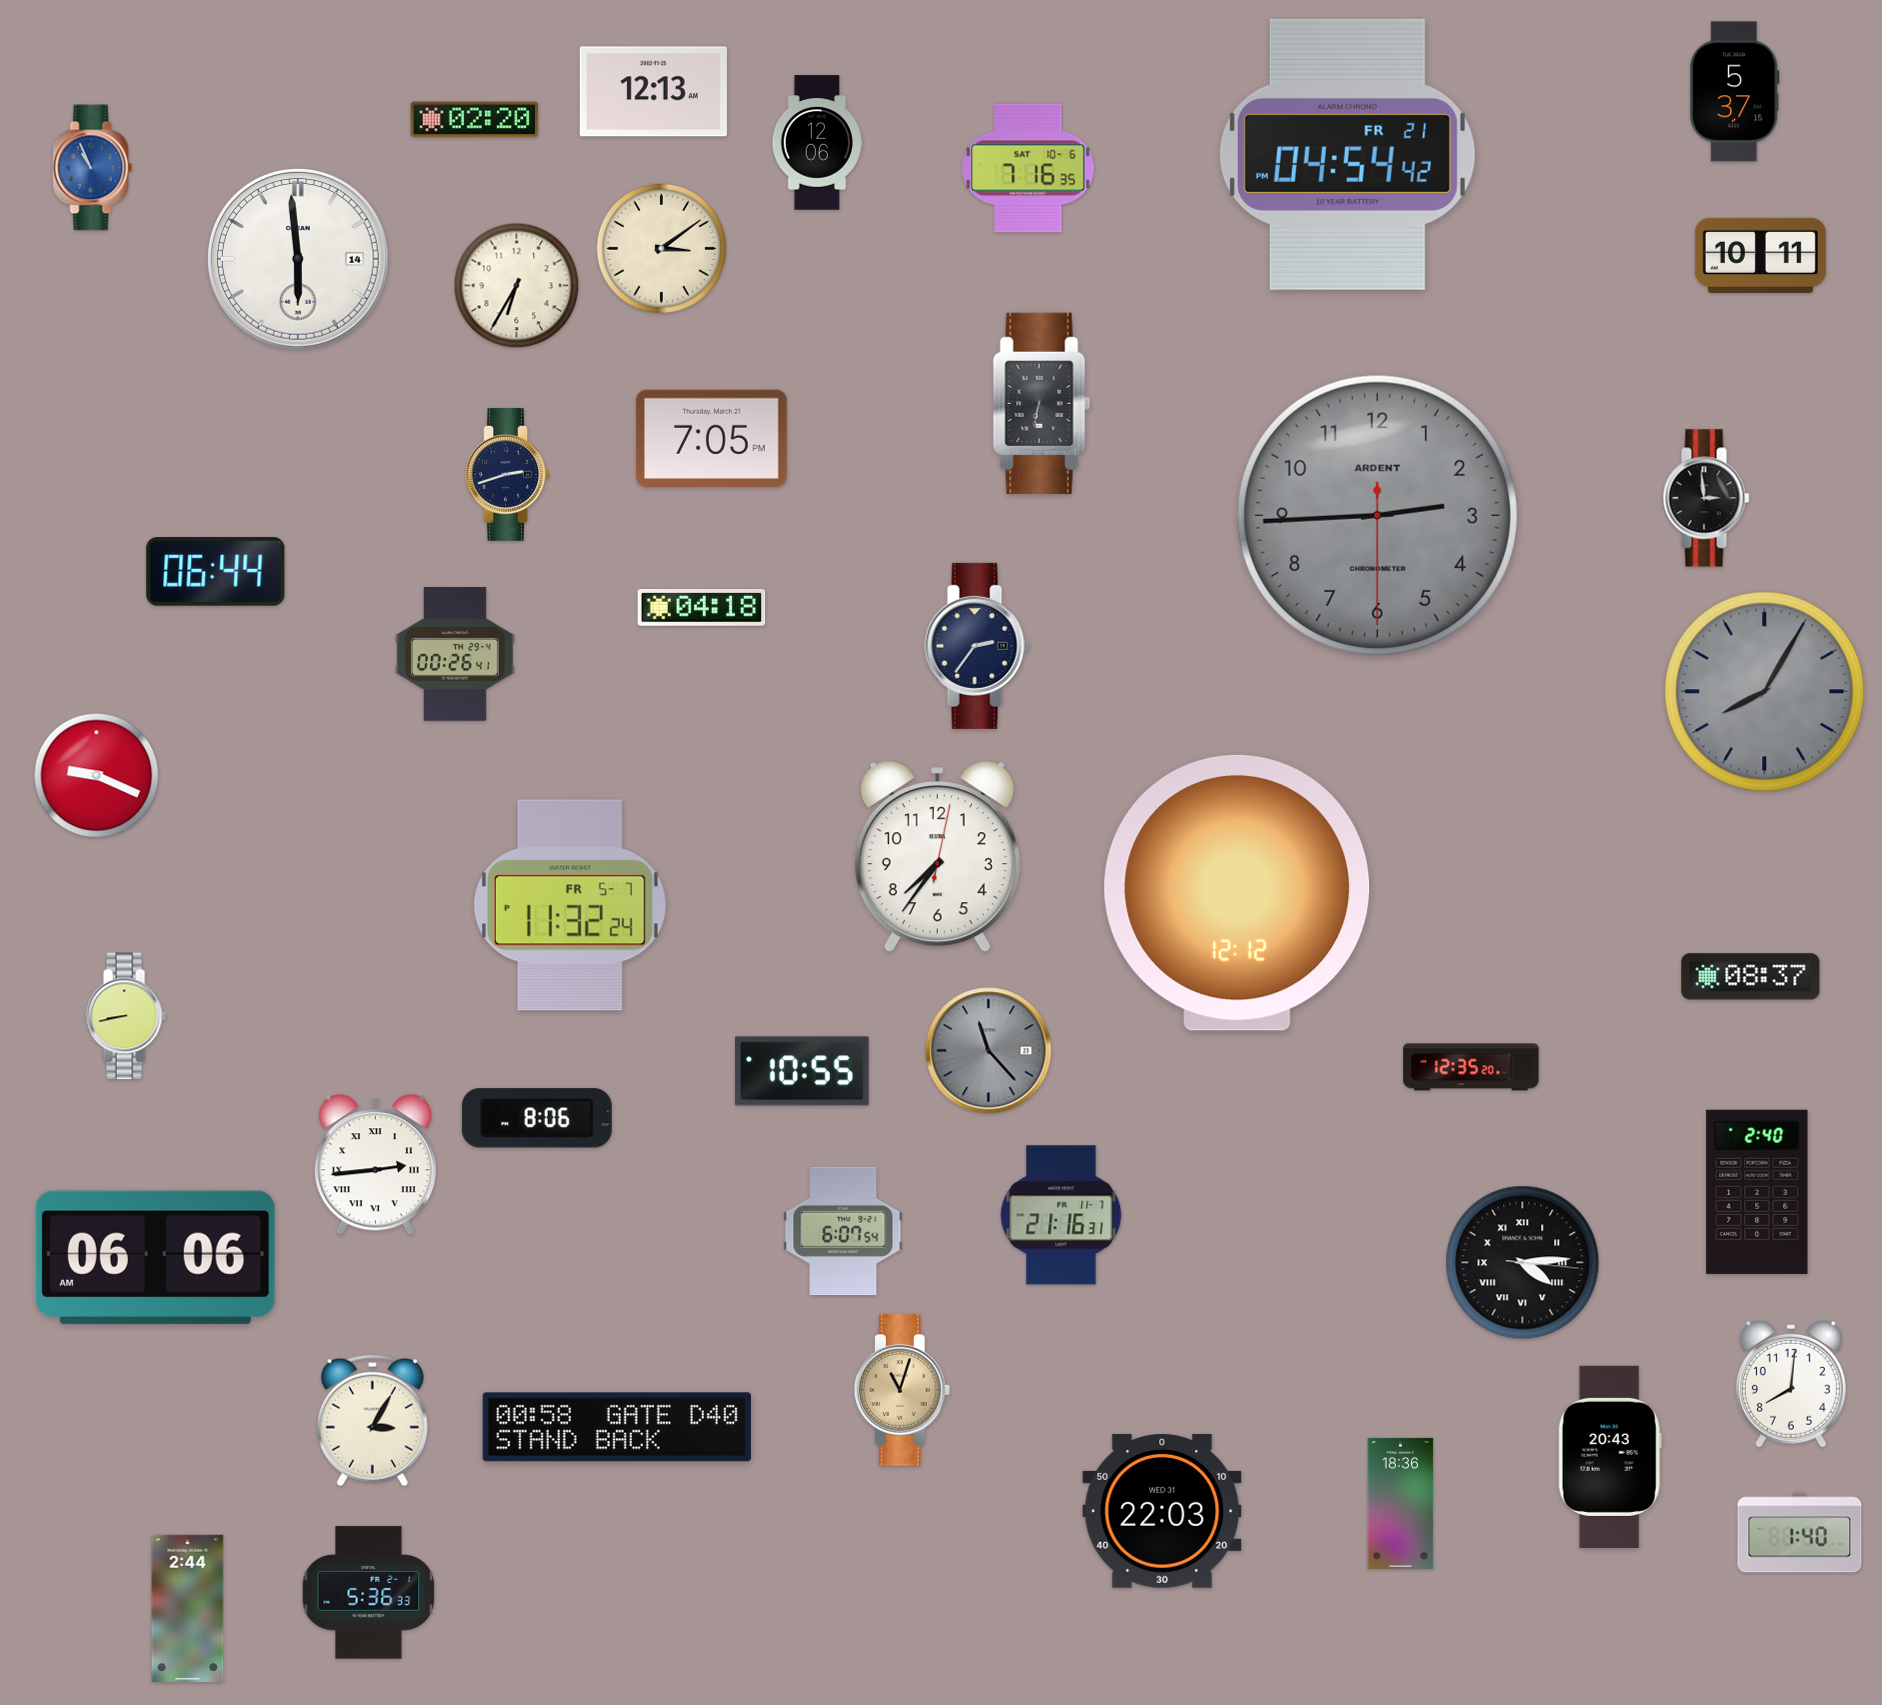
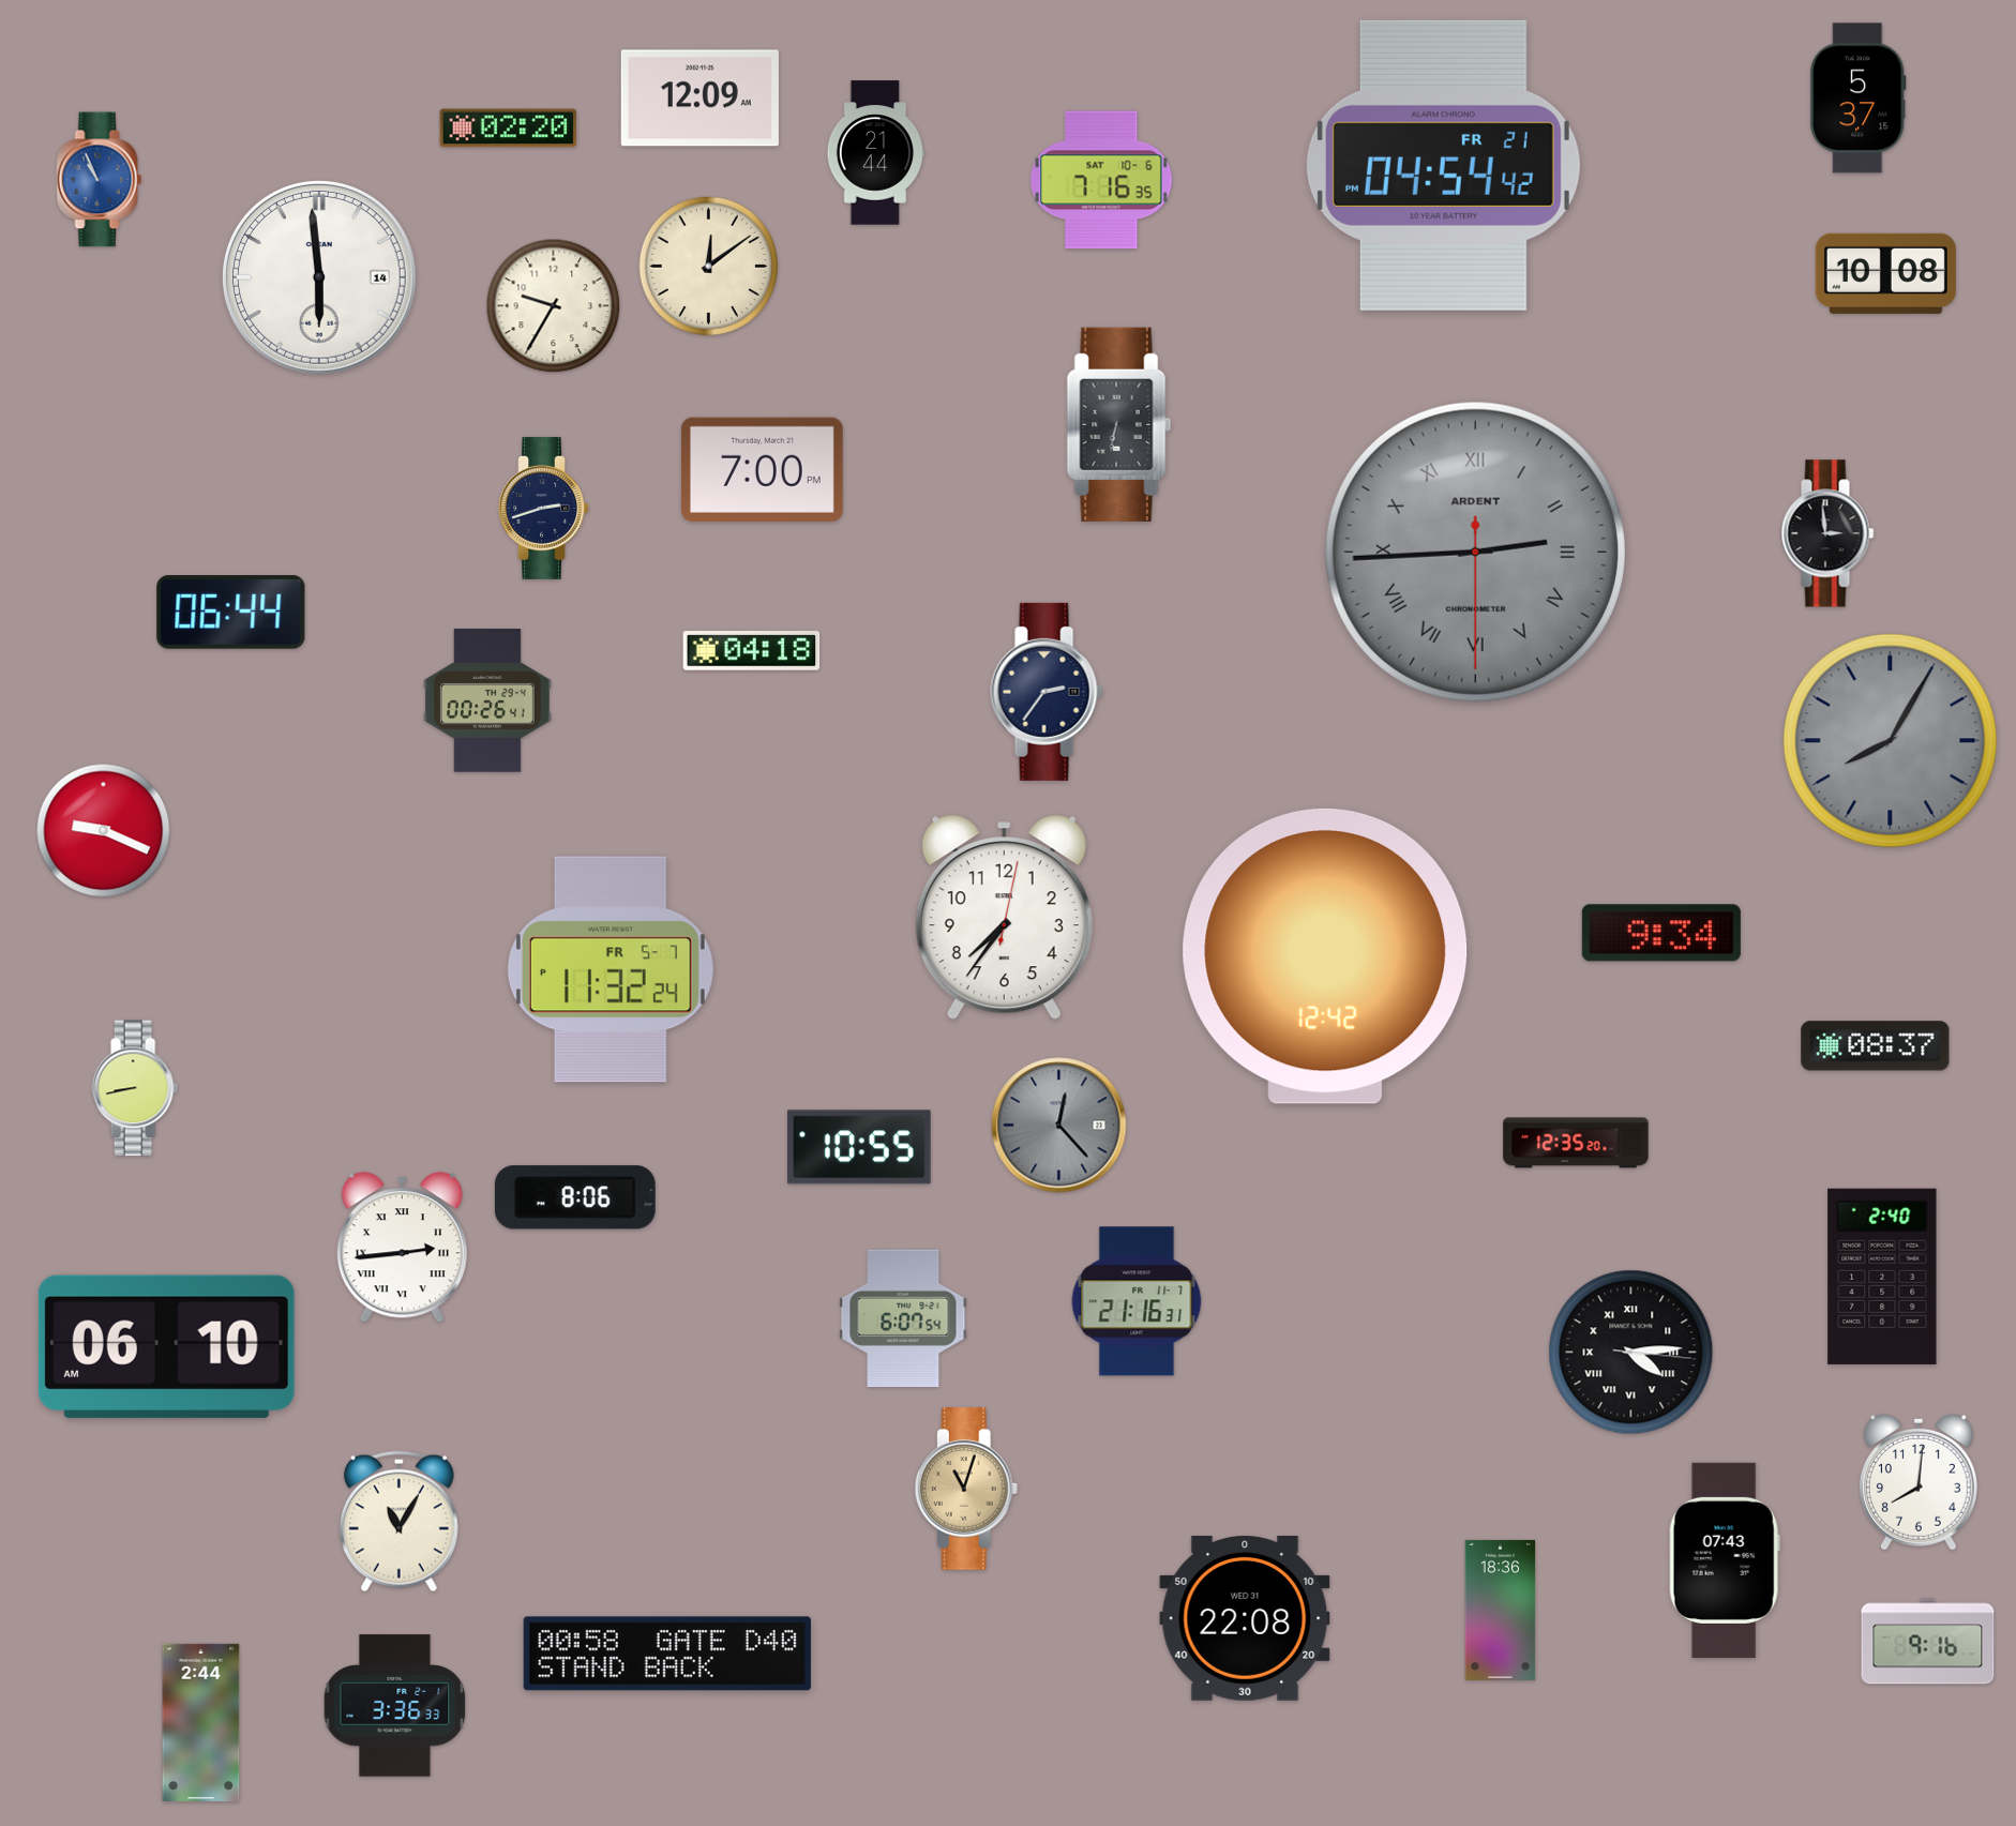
clock at (653, 92): 12:13 -> 12:09
clock at (817, 143): 12:06 -> 21:44
clock at (661, 248): 3:09 -> 12:09
clock at (1760, 255): 10:11 -> 10:08
clock at (517, 286): 6:35 -> 9:35
clock at (1042, 403) position: (1042, 403) -> (1119, 424)
clock at (711, 438): 7:05 -> 7:00
clock at (1377, 515) numerals: Arabic -> Roman
clock at (1661, 933): none -> 9:34
clock at (1237, 893): 12:12 -> 12:42
clock at (989, 1051): 11:23 -> 12:23
clock at (155, 1257): 06:06 -> 06:10
clock at (372, 1421): 3:05 -> 11:05
clock at (617, 1427) position: (617, 1427) -> (667, 1654)
clock at (1610, 1457): 20:43 -> 07:43
clock at (1162, 1512): 22:03 -> 22:08
clock at (1800, 1533): 1:40 -> 9:16
clock at (369, 1593): 5:36 -> 3:36
